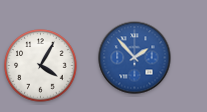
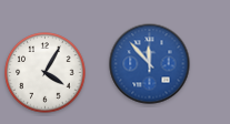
clock at (135, 58): 1:53 -> 11:53
